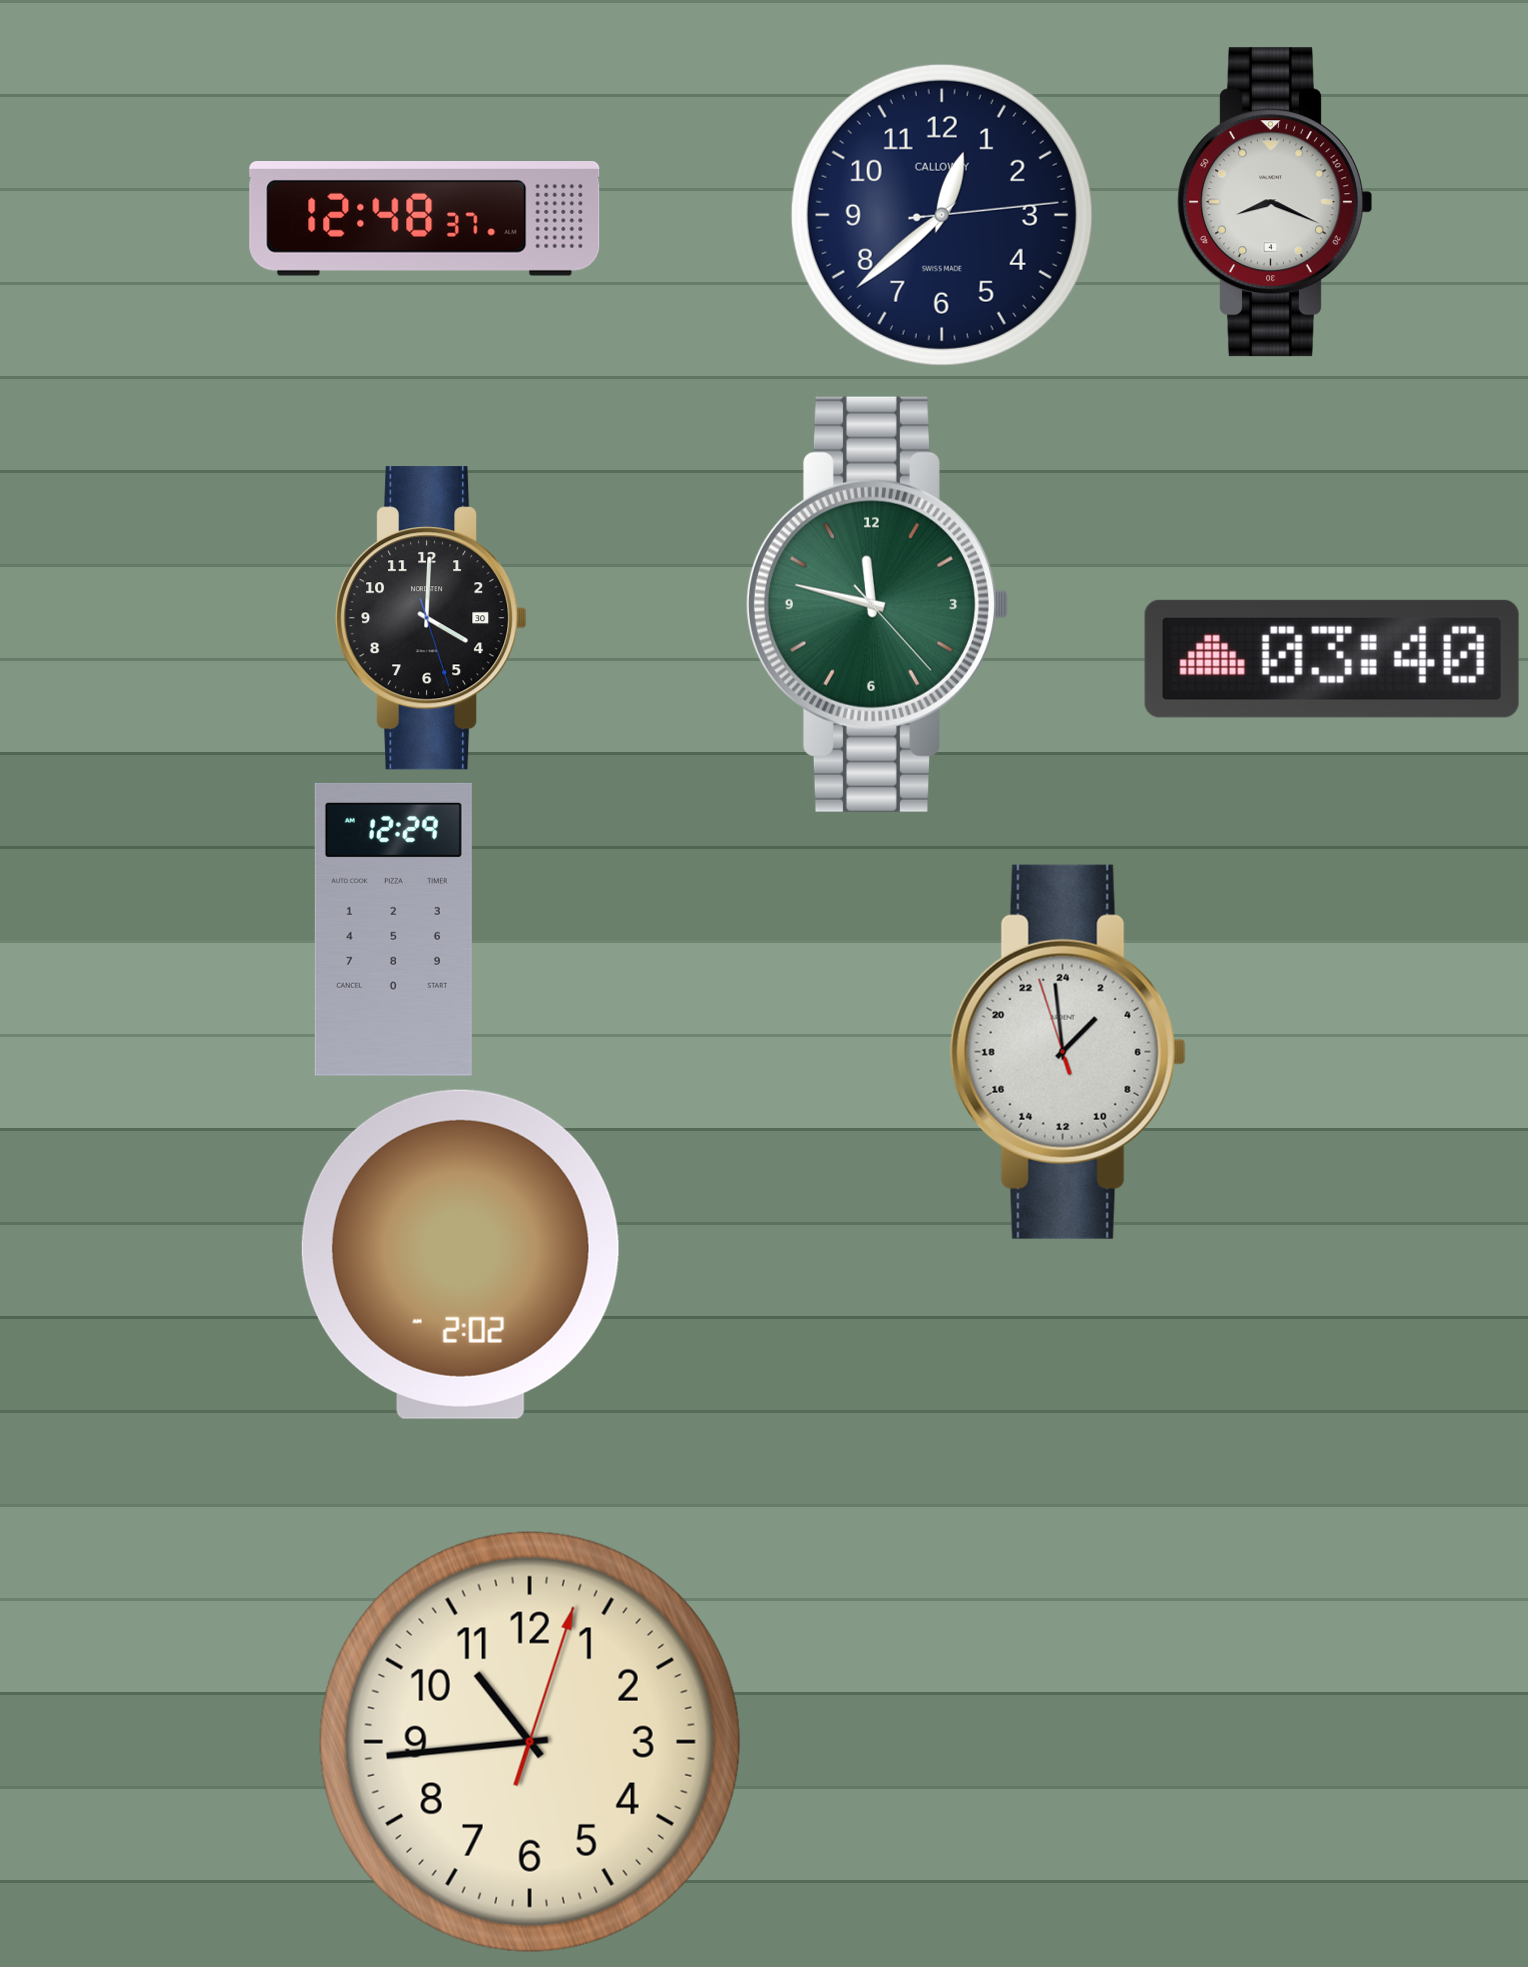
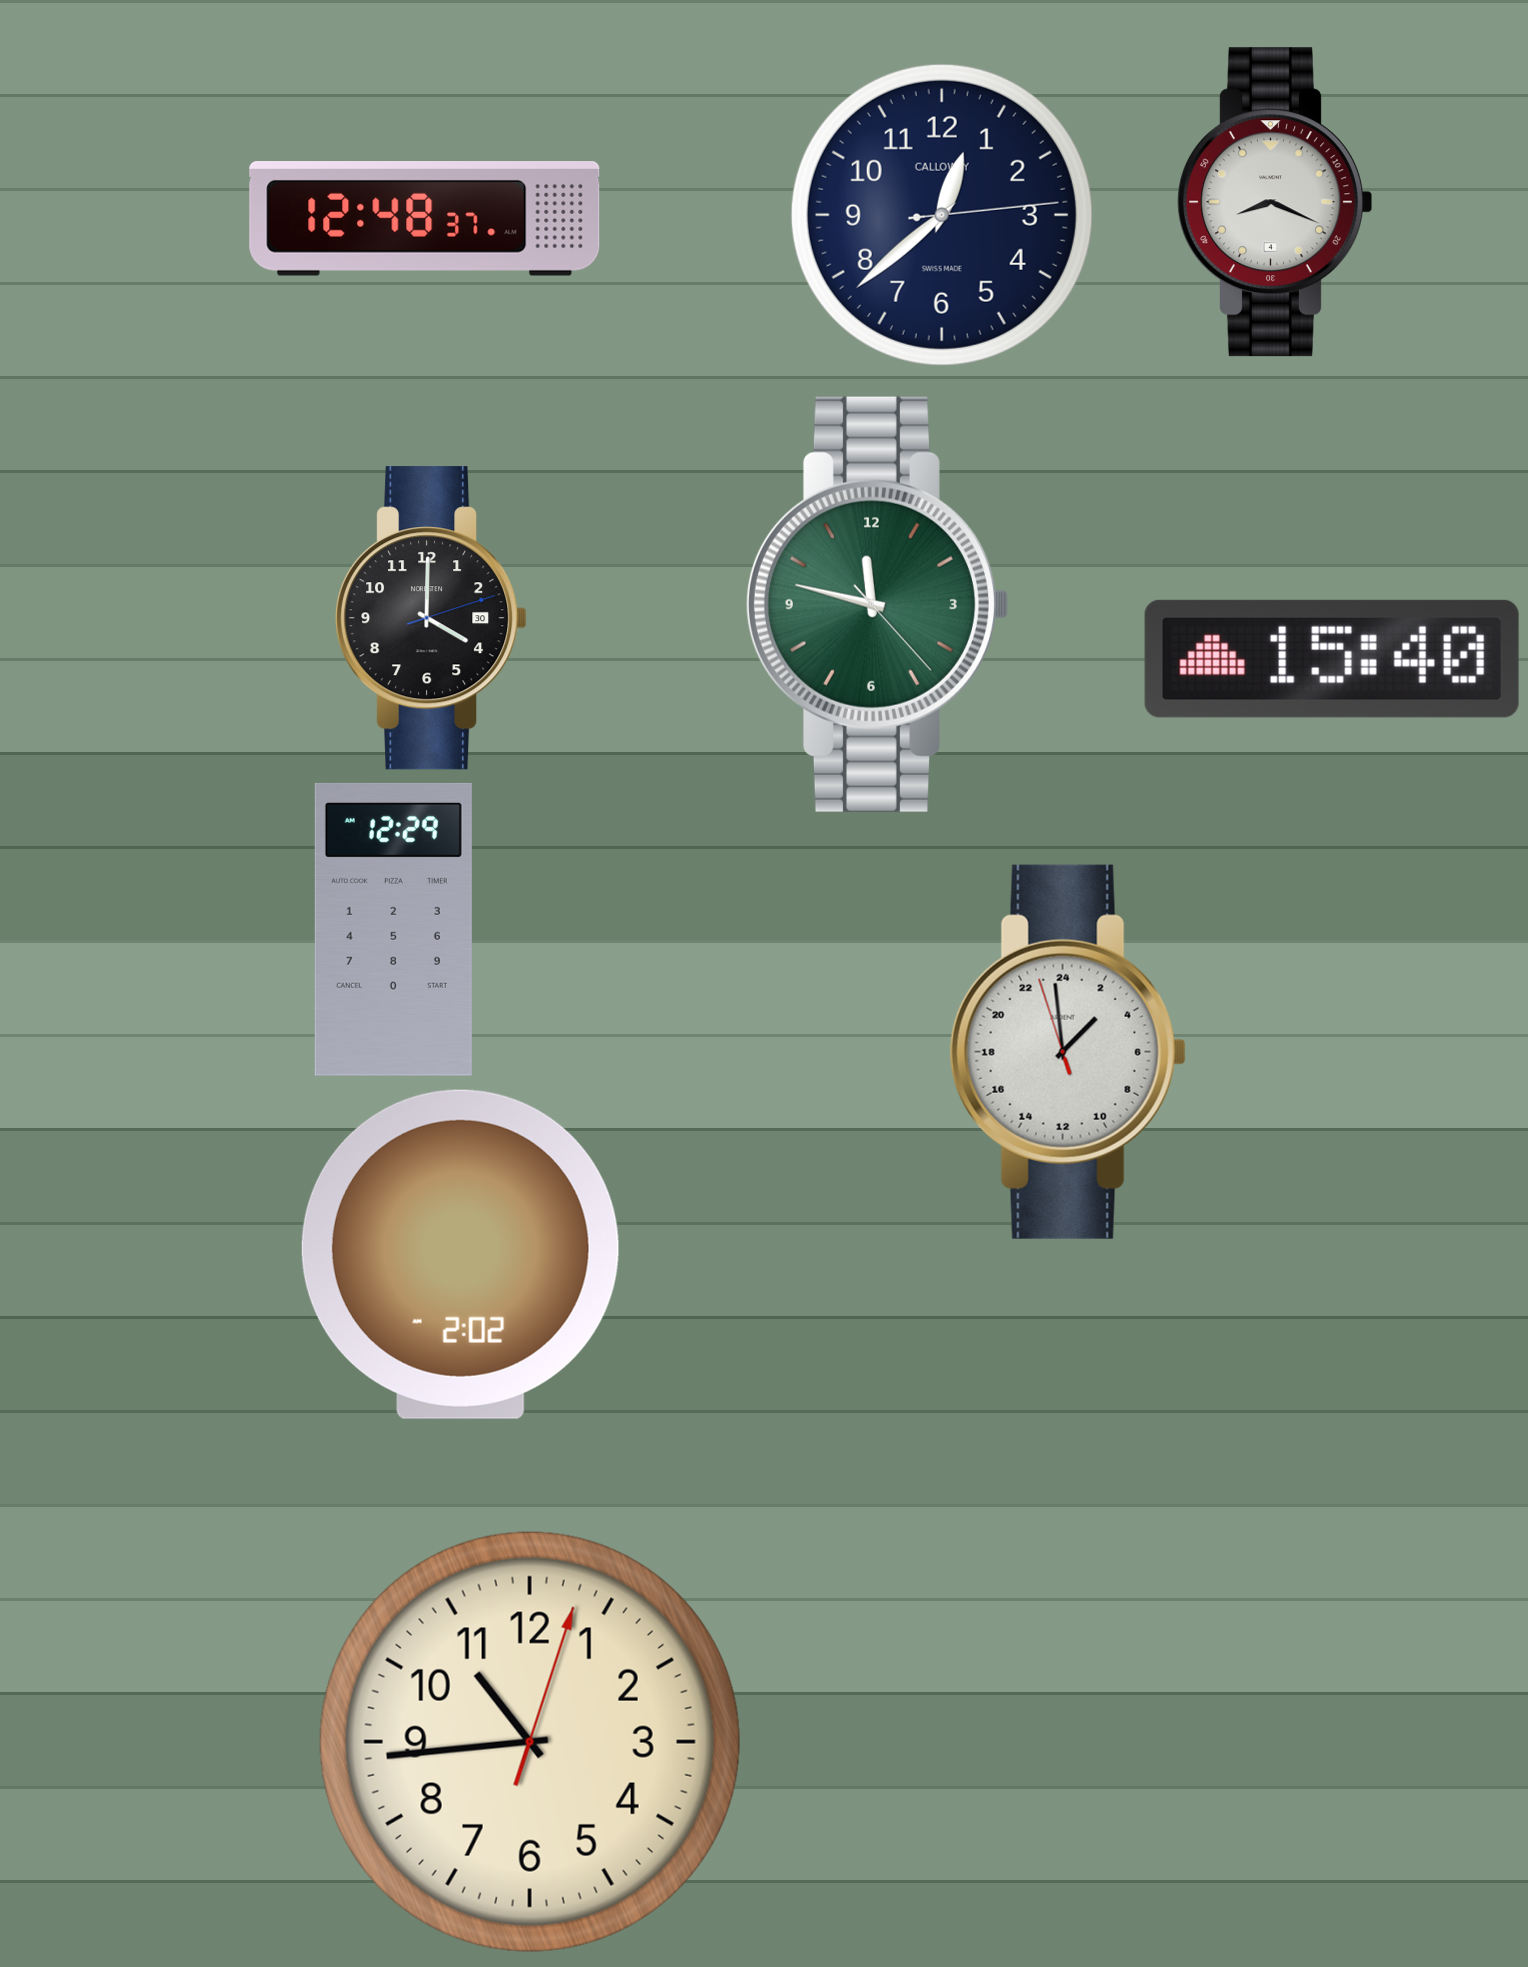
clock at (432, 618): 4:00:27 -> 4:00:12
clock at (1332, 659): 03:40 -> 15:40
